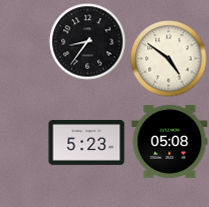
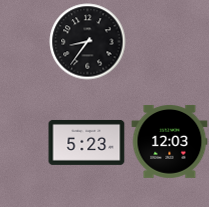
clock at (169, 59): 4:51 -> none
clock at (170, 142): 05:08 -> 12:03
